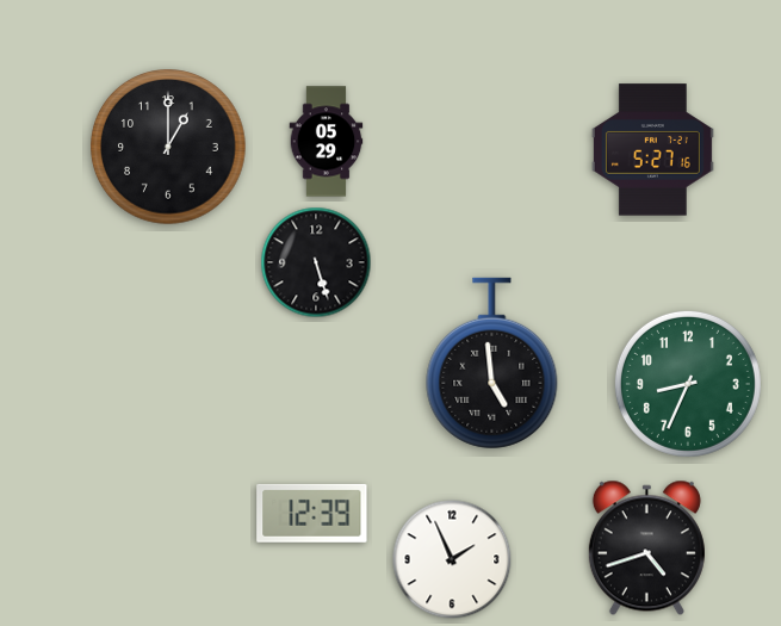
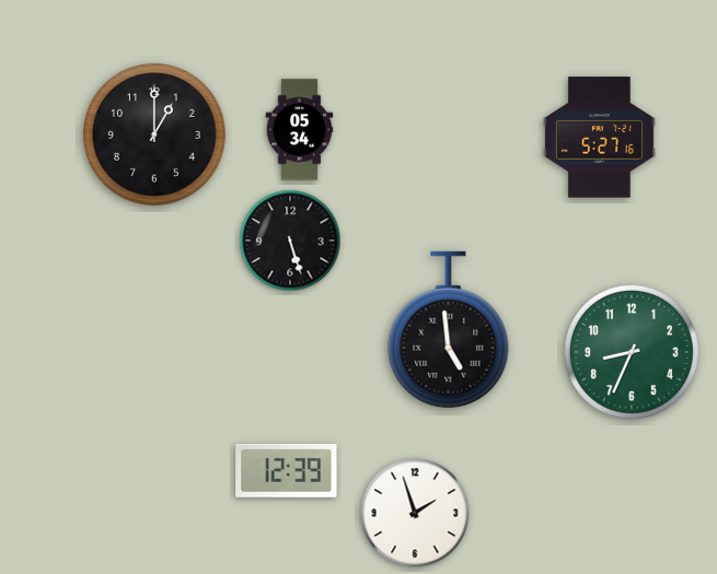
clock at (327, 142): 05:29 -> 05:34
clock at (492, 364) position: (492, 364) -> (449, 330)
clock at (646, 548): 4:42 -> none
clock at (452, 559): 1:56 -> 1:57
